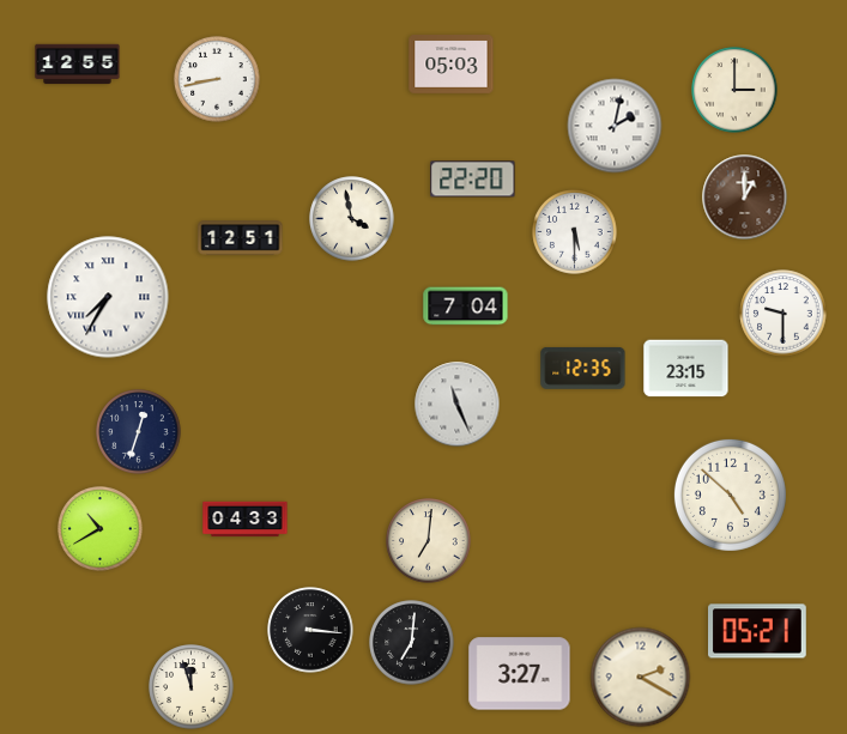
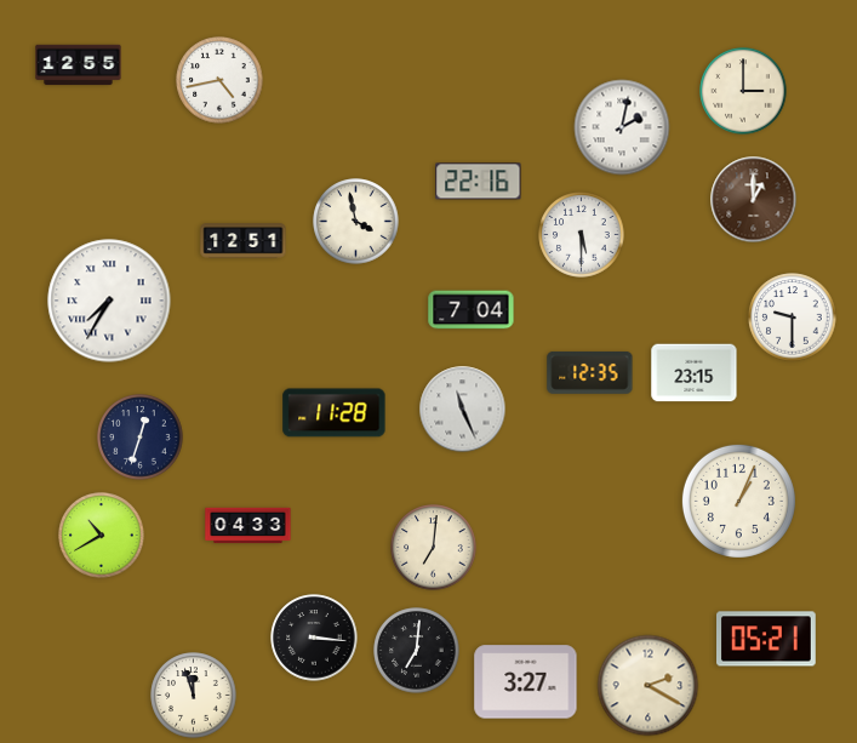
clock at (452, 65): 05:03 -> none
clock at (217, 79): 8:43 -> 4:43
clock at (473, 180): 22:20 -> 22:16
clock at (335, 413): none -> 11:28
clock at (730, 495): 4:52 -> 1:04
